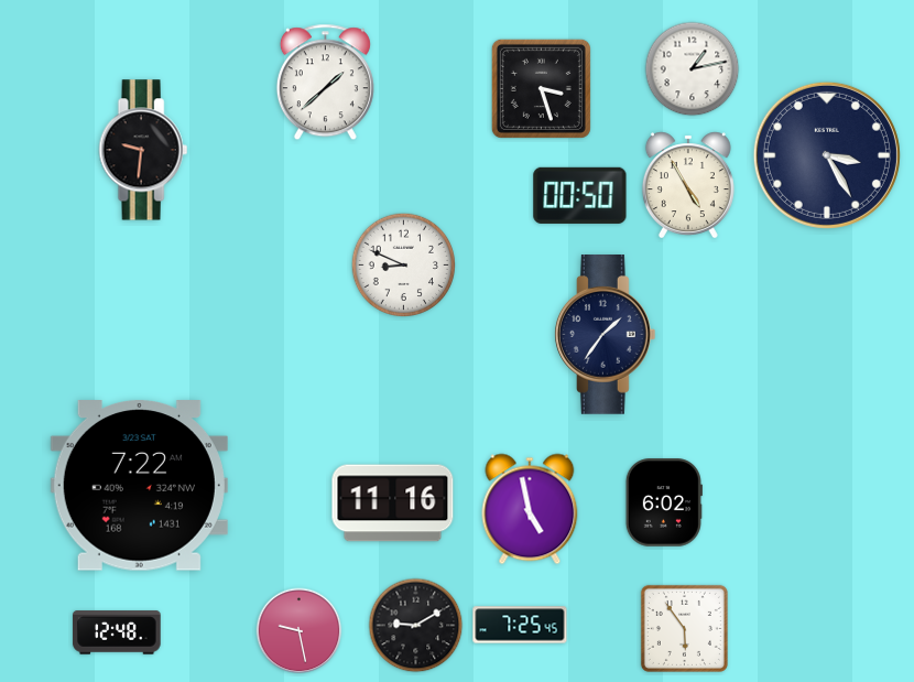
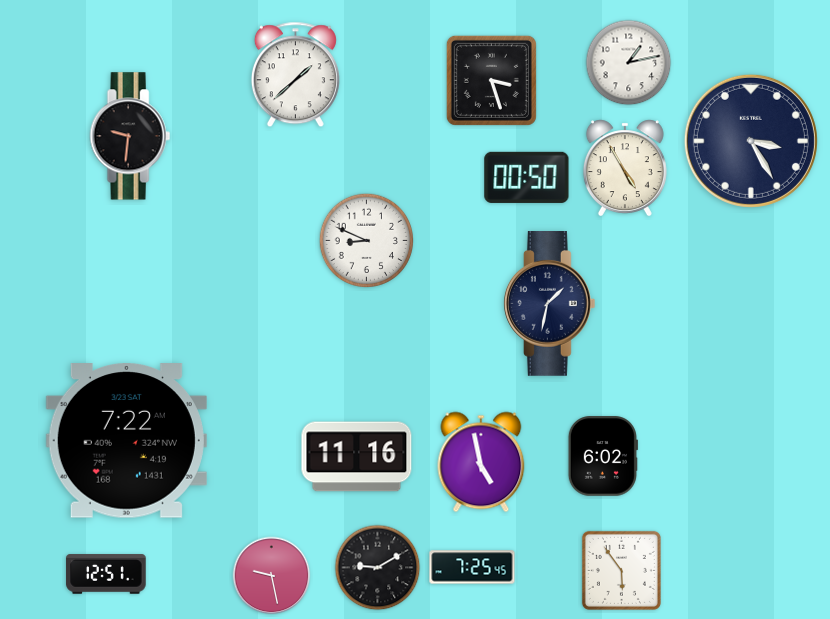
clock at (605, 335): 1:36 -> 1:32
clock at (300, 631) position: (300, 631) -> (272, 576)
clock at (117, 632): 12:48 -> 12:51
